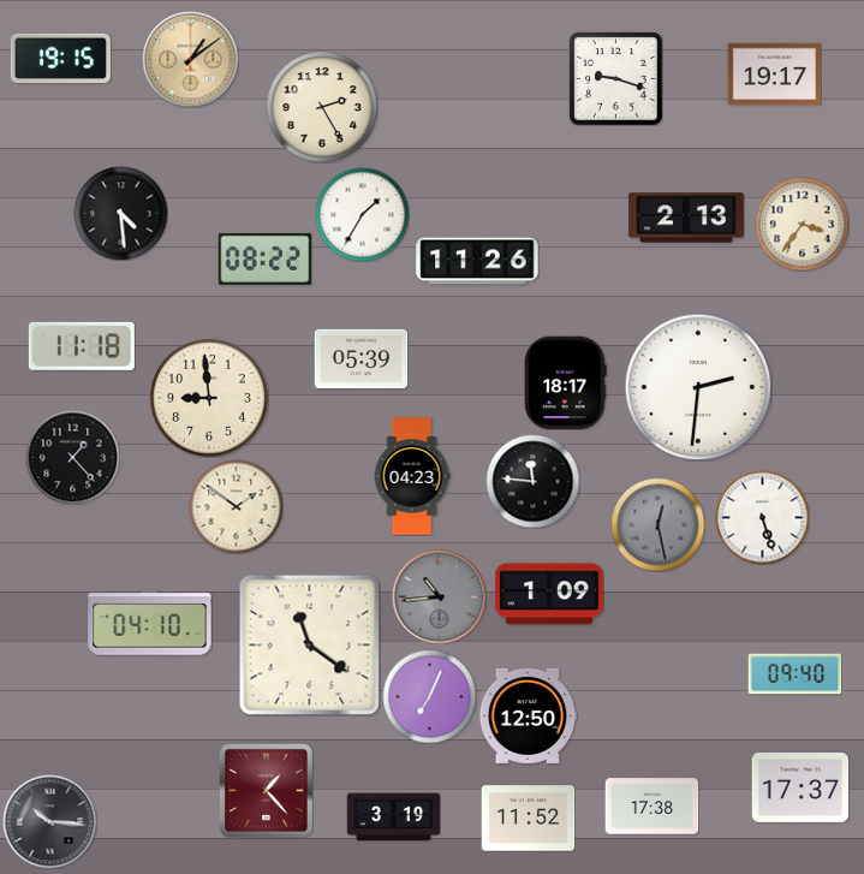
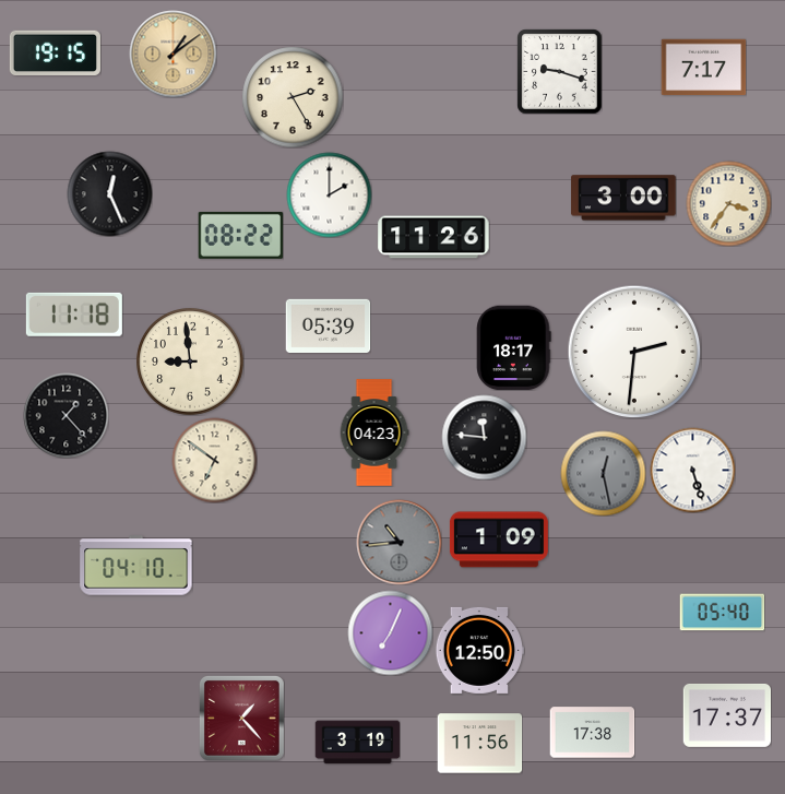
clock at (774, 75): 19:17 -> 7:17
clock at (120, 213): 4:29 -> 12:26
clock at (362, 214): 1:35 -> 2:00
clock at (686, 218): 2:13 -> 3:00
clock at (236, 506): 1:51 -> 6:51
clock at (657, 524) position: (657, 524) -> (603, 473)
clock at (309, 644): 11:21 -> none
clock at (794, 674): 09:40 -> 05:40
clock at (528, 819): 11:52 -> 11:56
clock at (49, 821): 10:16 -> none
